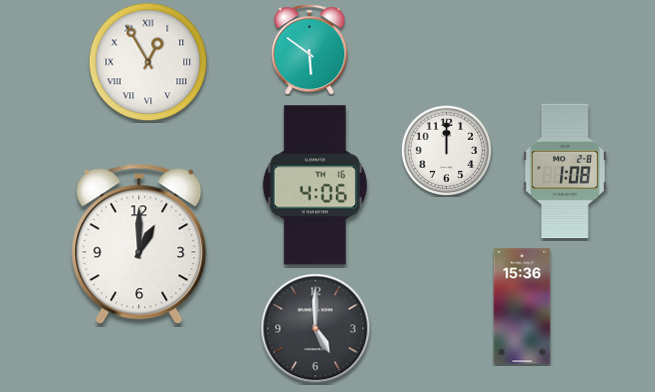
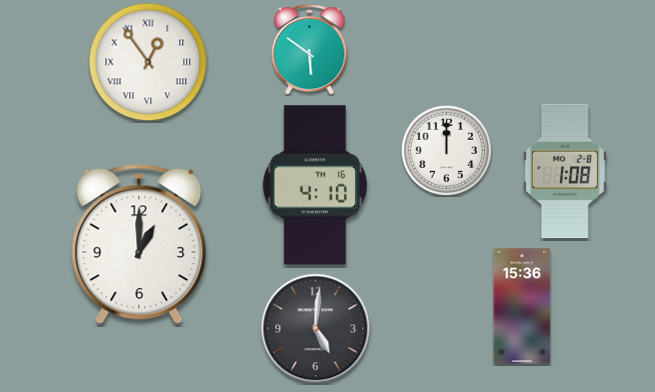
clock at (148, 62): 12:55 -> 12:54
clock at (315, 185): 4:06 -> 4:10
clock at (316, 329): 5:00 -> 5:01
